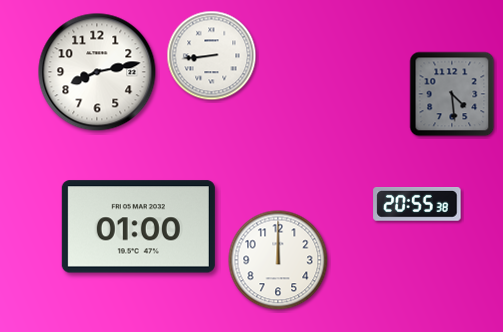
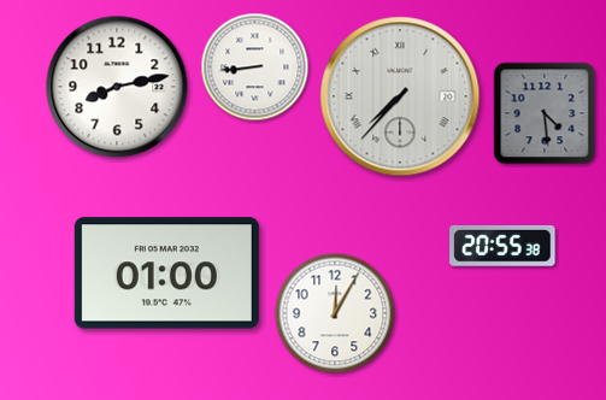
clock at (400, 96): none -> 7:37
clock at (278, 260): 12:00 -> 12:05
